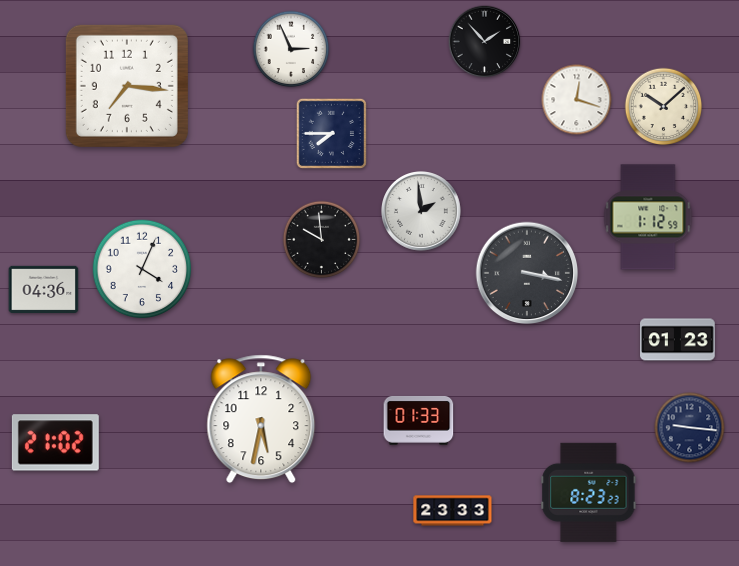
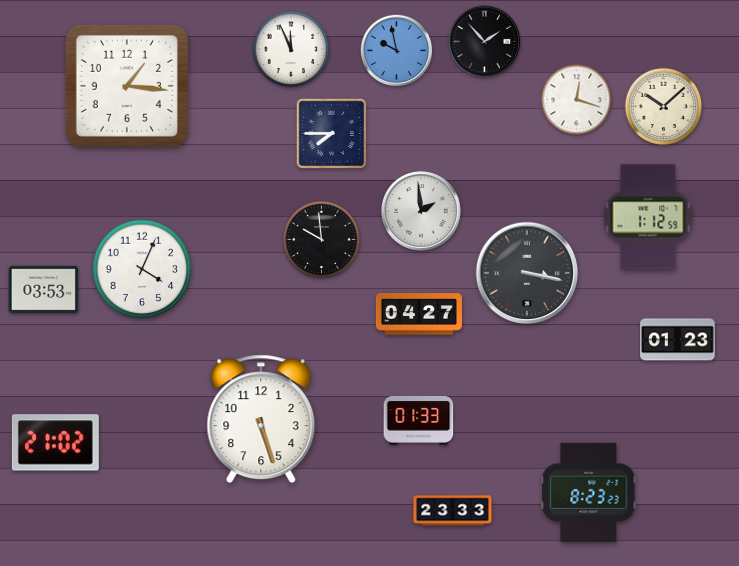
clock at (291, 49): 2:56 -> 11:56
clock at (397, 51): none -> 9:58
clock at (127, 86): 7:16 -> 1:16
clock at (44, 289): 04:36 -> 03:53
clock at (419, 314): none -> 04:27
clock at (261, 419): 5:32 -> 5:27
clock at (690, 428): 9:16 -> none
